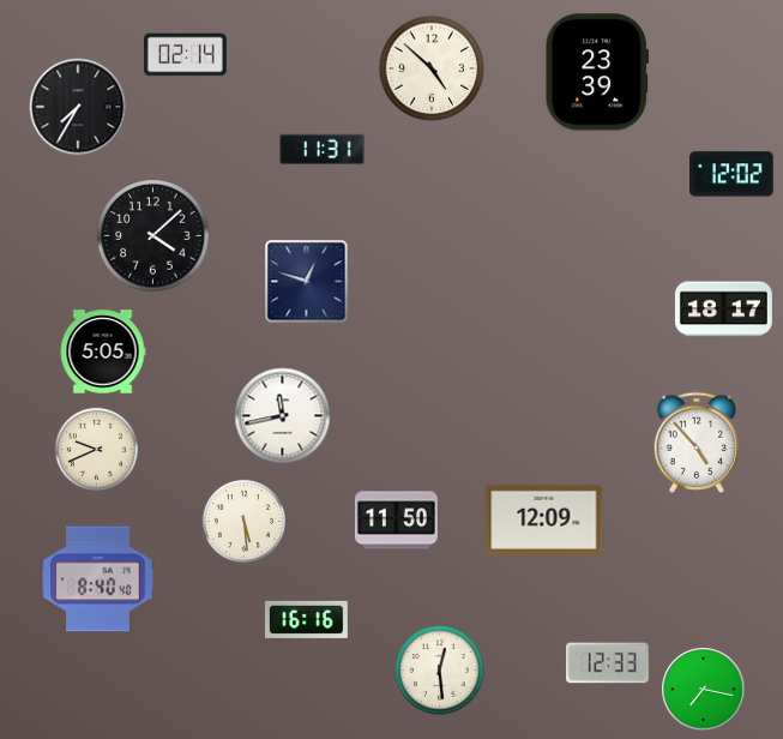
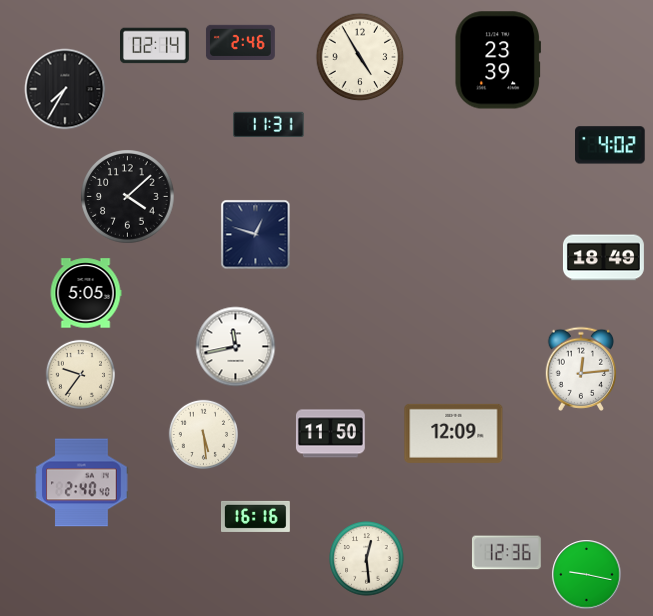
clock at (240, 42): none -> 2:46
clock at (432, 68): 4:52 -> 4:55
clock at (733, 174): 12:02 -> 4:02
clock at (723, 310): 18:17 -> 18:49
clock at (695, 443): 4:53 -> 12:14
clock at (96, 449): 9:41 -> 9:36
clock at (98, 579): 8:40 -> 2:40
clock at (607, 663): 12:33 -> 12:36
clock at (704, 690): 7:17 -> 9:17
